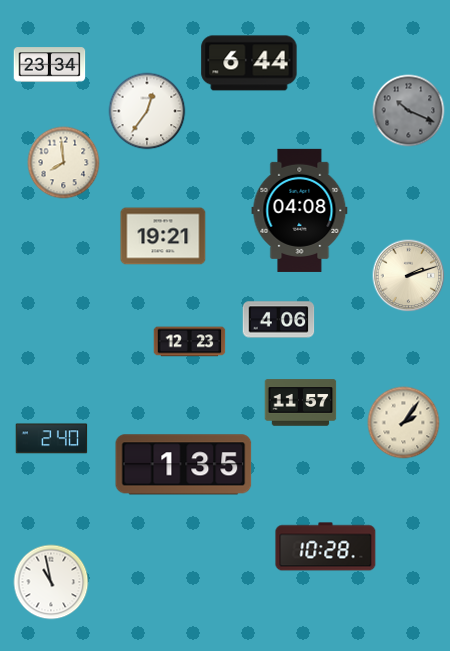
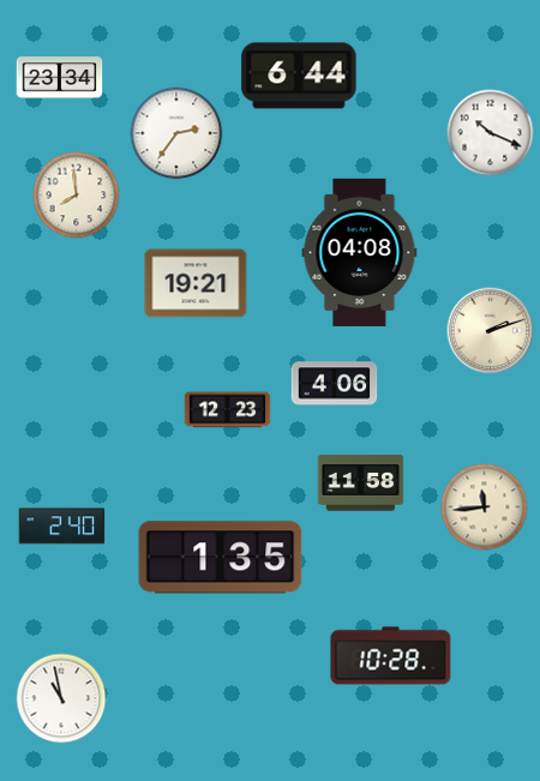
clock at (147, 111): 12:36 -> 2:36
clock at (409, 111) dial: grey -> white
clock at (301, 403): 11:57 -> 11:58
clock at (404, 423): 2:06 -> 11:44
